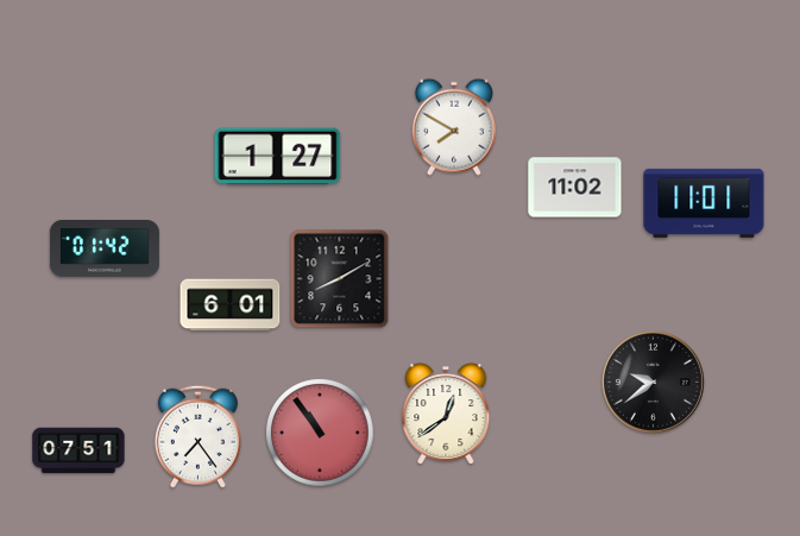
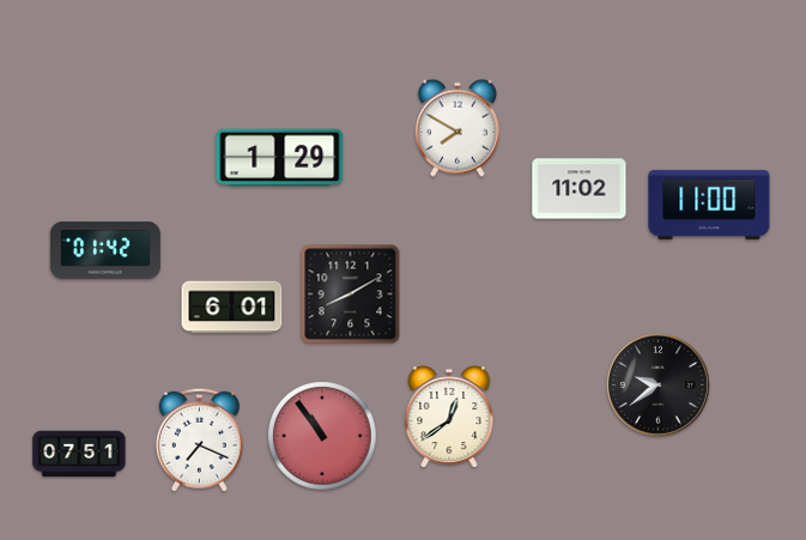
clock at (278, 157): 1:27 -> 1:29
clock at (704, 203): 11:01 -> 11:00
clock at (340, 279) position: (340, 279) -> (351, 295)
clock at (197, 436): 7:24 -> 7:19
